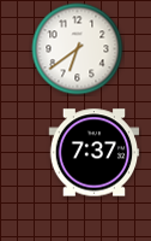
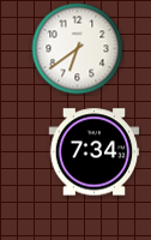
clock at (95, 153): 7:37 -> 7:34
